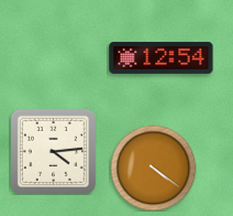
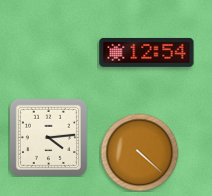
clock at (153, 168): 4:21 -> 4:22
